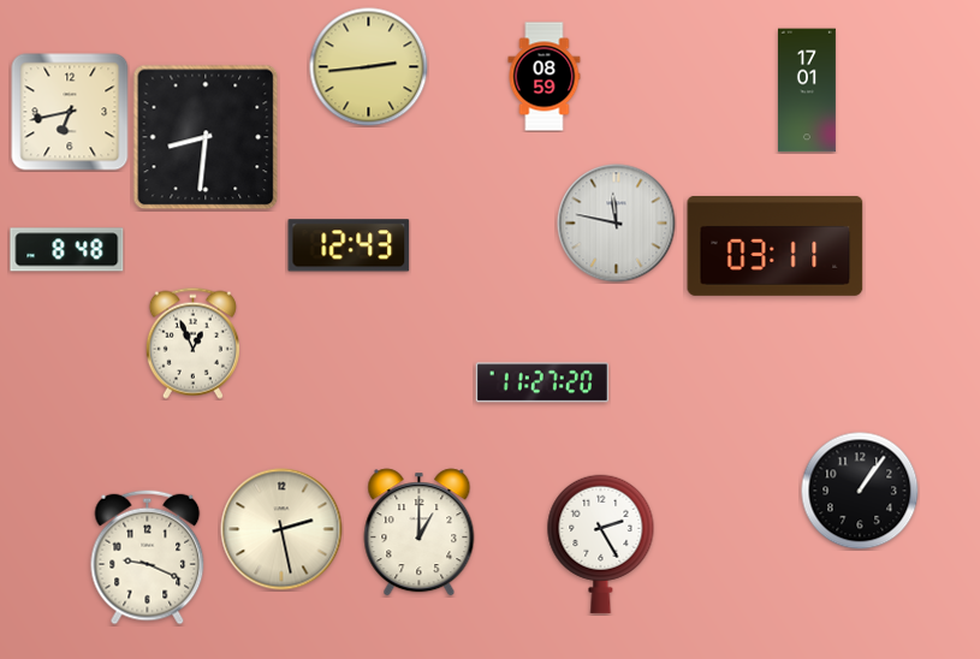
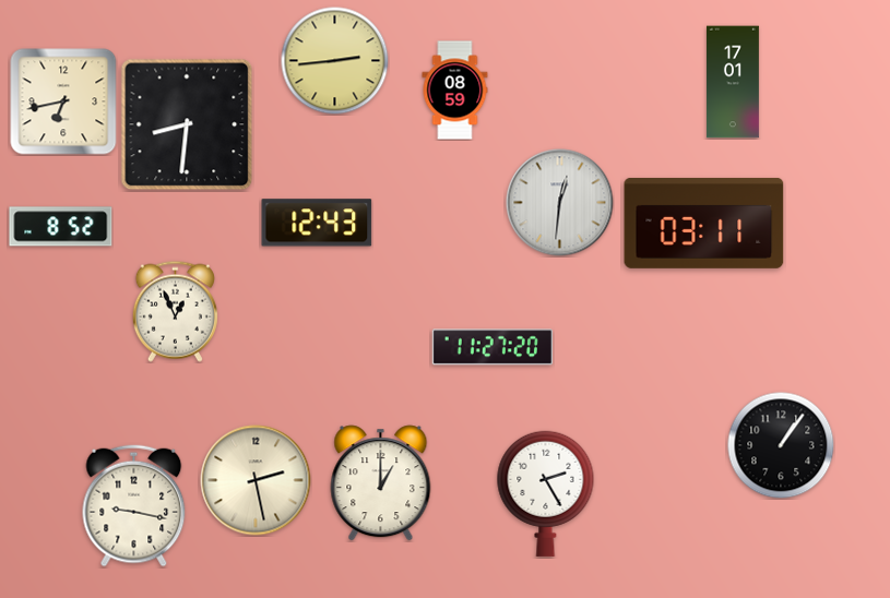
clock at (545, 77) position: (545, 77) -> (455, 91)
clock at (617, 224): 11:47 -> 12:31
clock at (67, 250): 8:48 -> 8:52
clock at (148, 558): 9:19 -> 9:17
